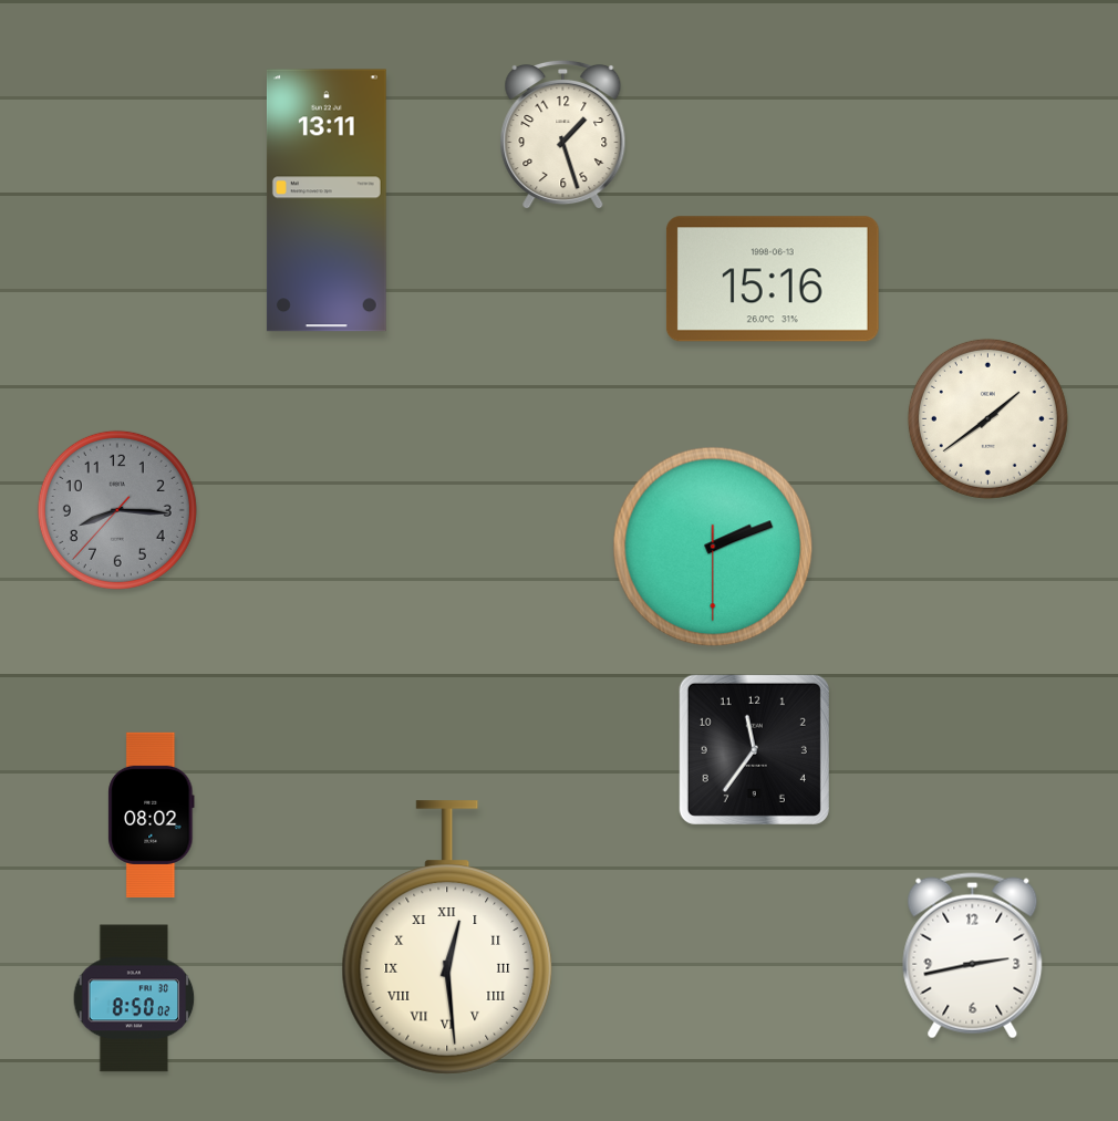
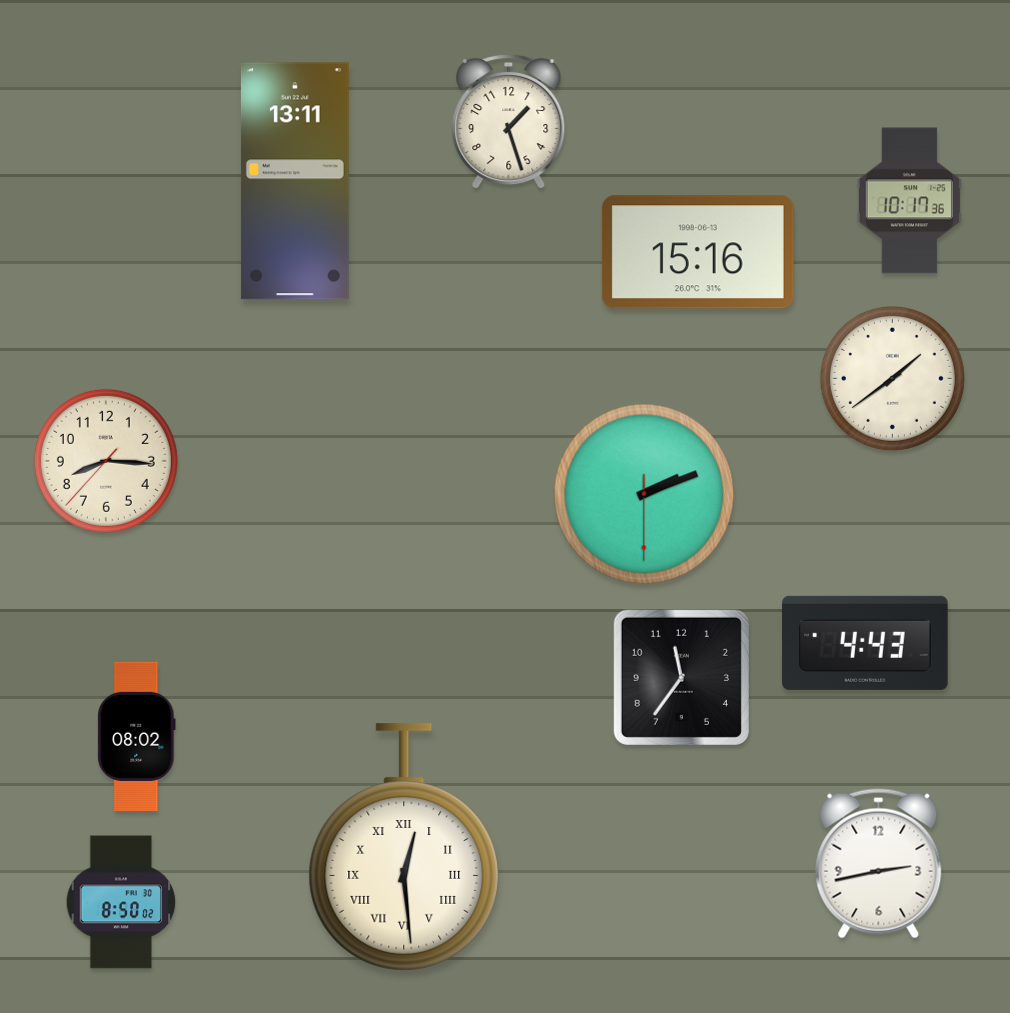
clock at (909, 201): none -> 10:17
clock at (117, 510) dial: grey -> cream
clock at (865, 643): none -> 4:43
